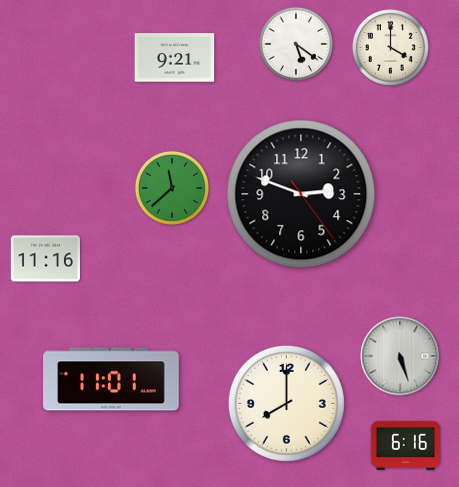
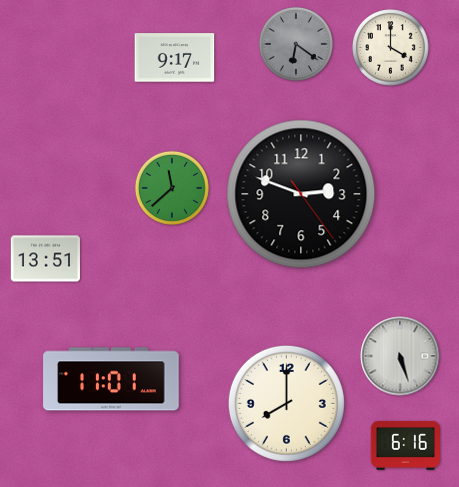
clock at (296, 44): 5:21 -> 6:21
clock at (296, 44) dial: white -> grey
clock at (175, 58): 9:21 -> 9:17
clock at (45, 259): 11:16 -> 13:51
